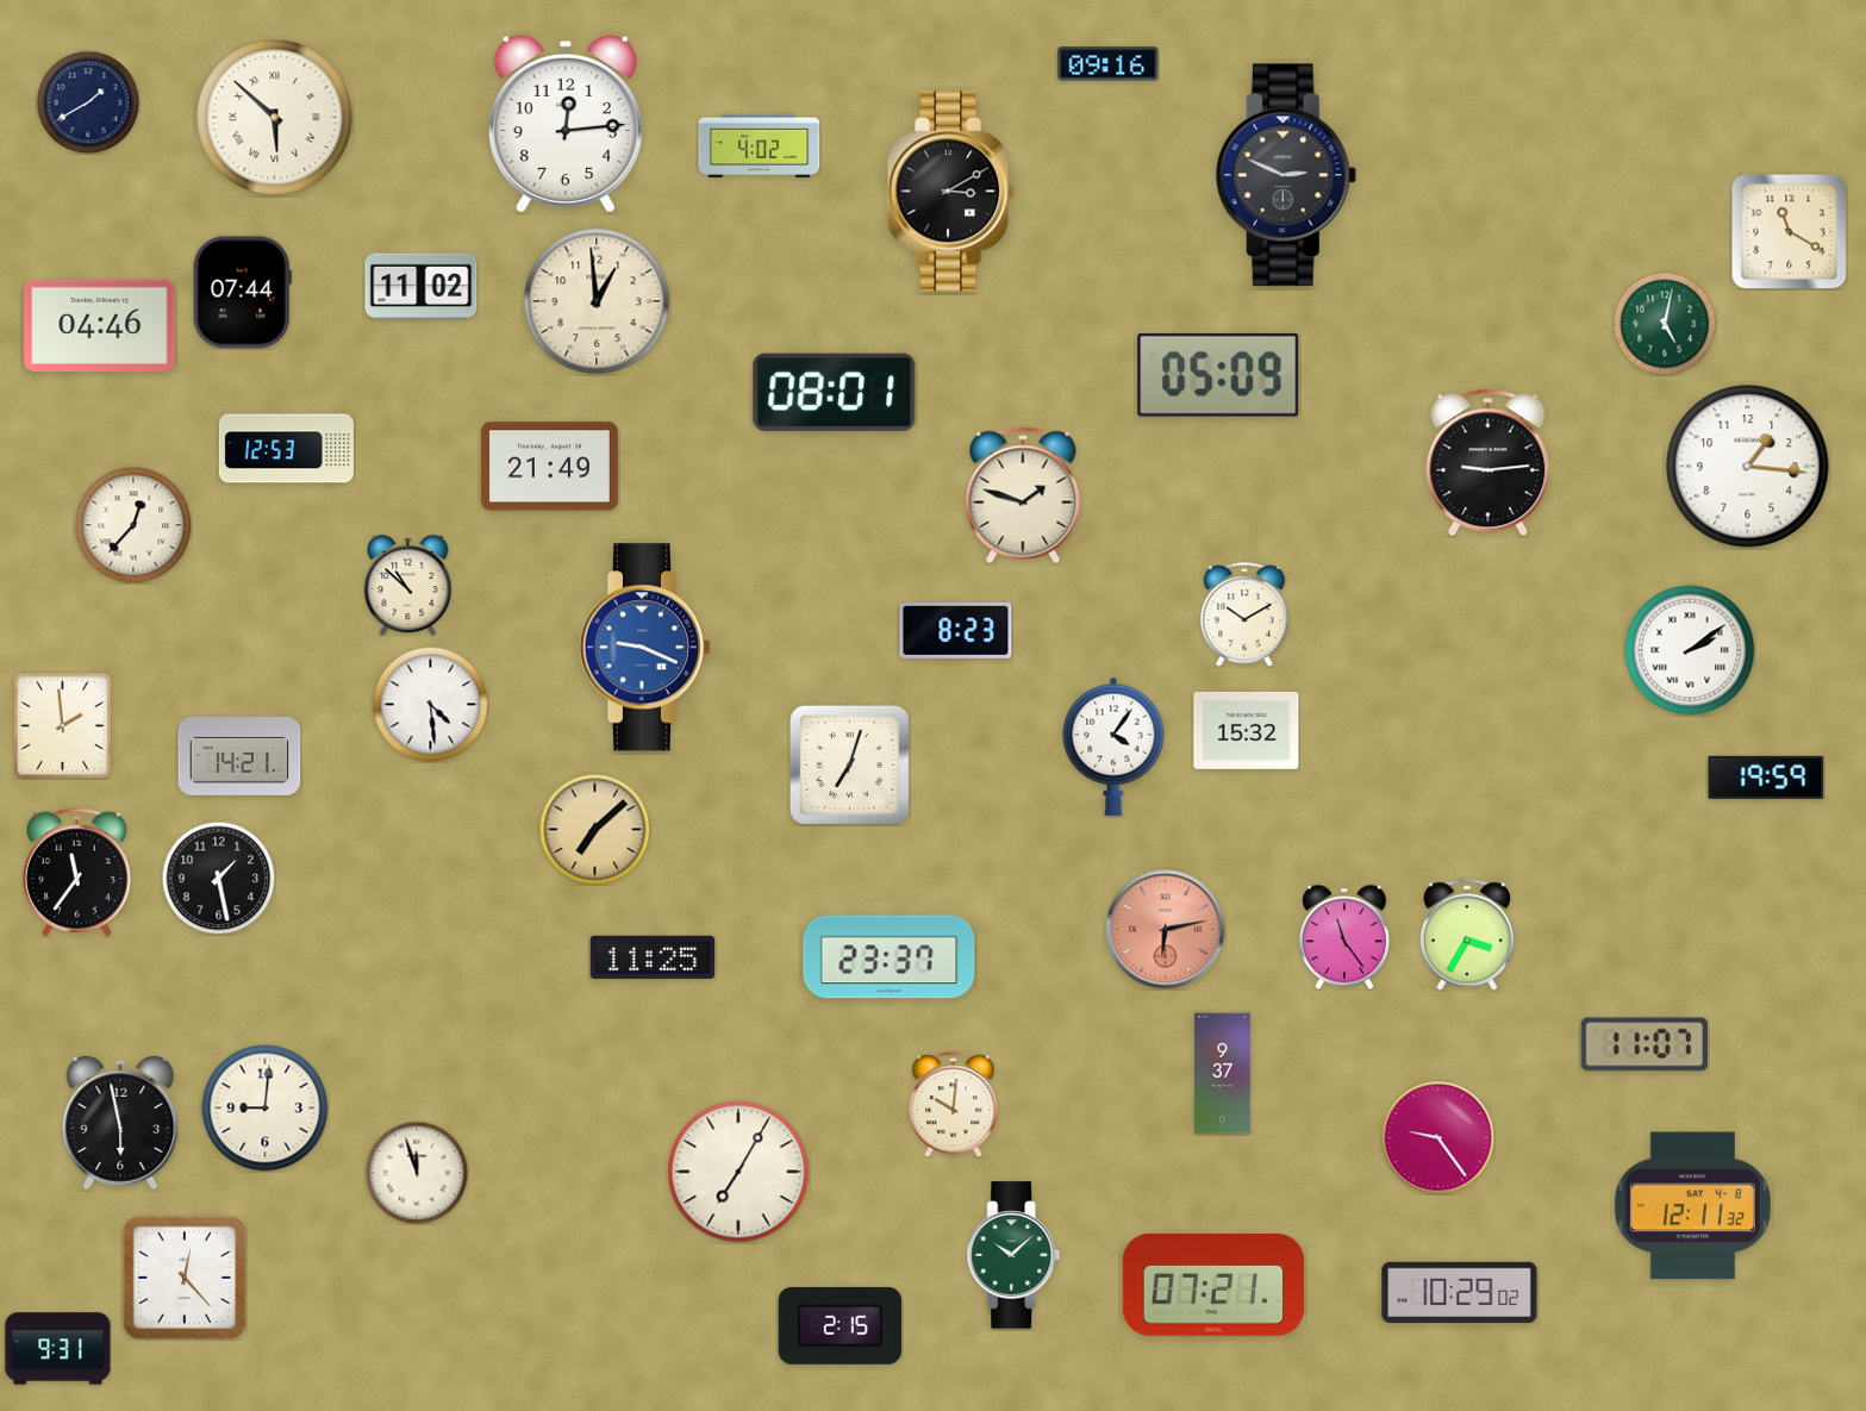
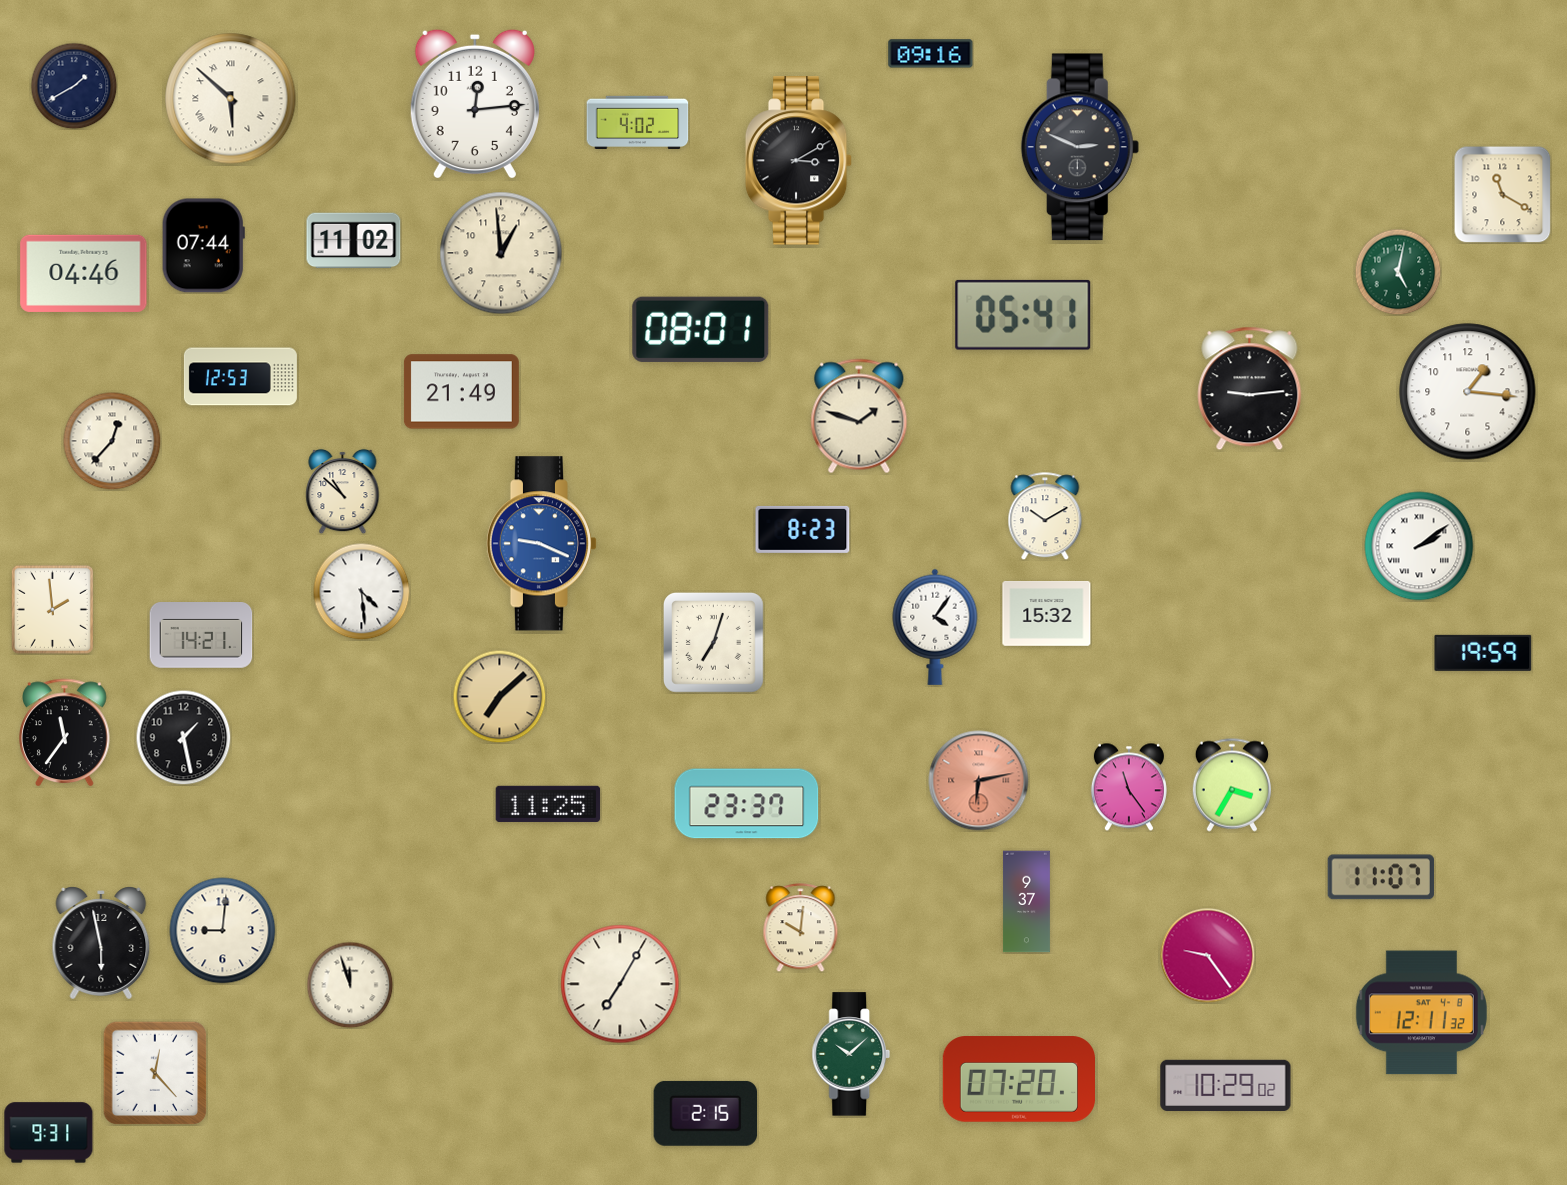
clock at (1218, 375): 05:09 -> 05:41
clock at (1212, 1285): 07:21 -> 07:20
